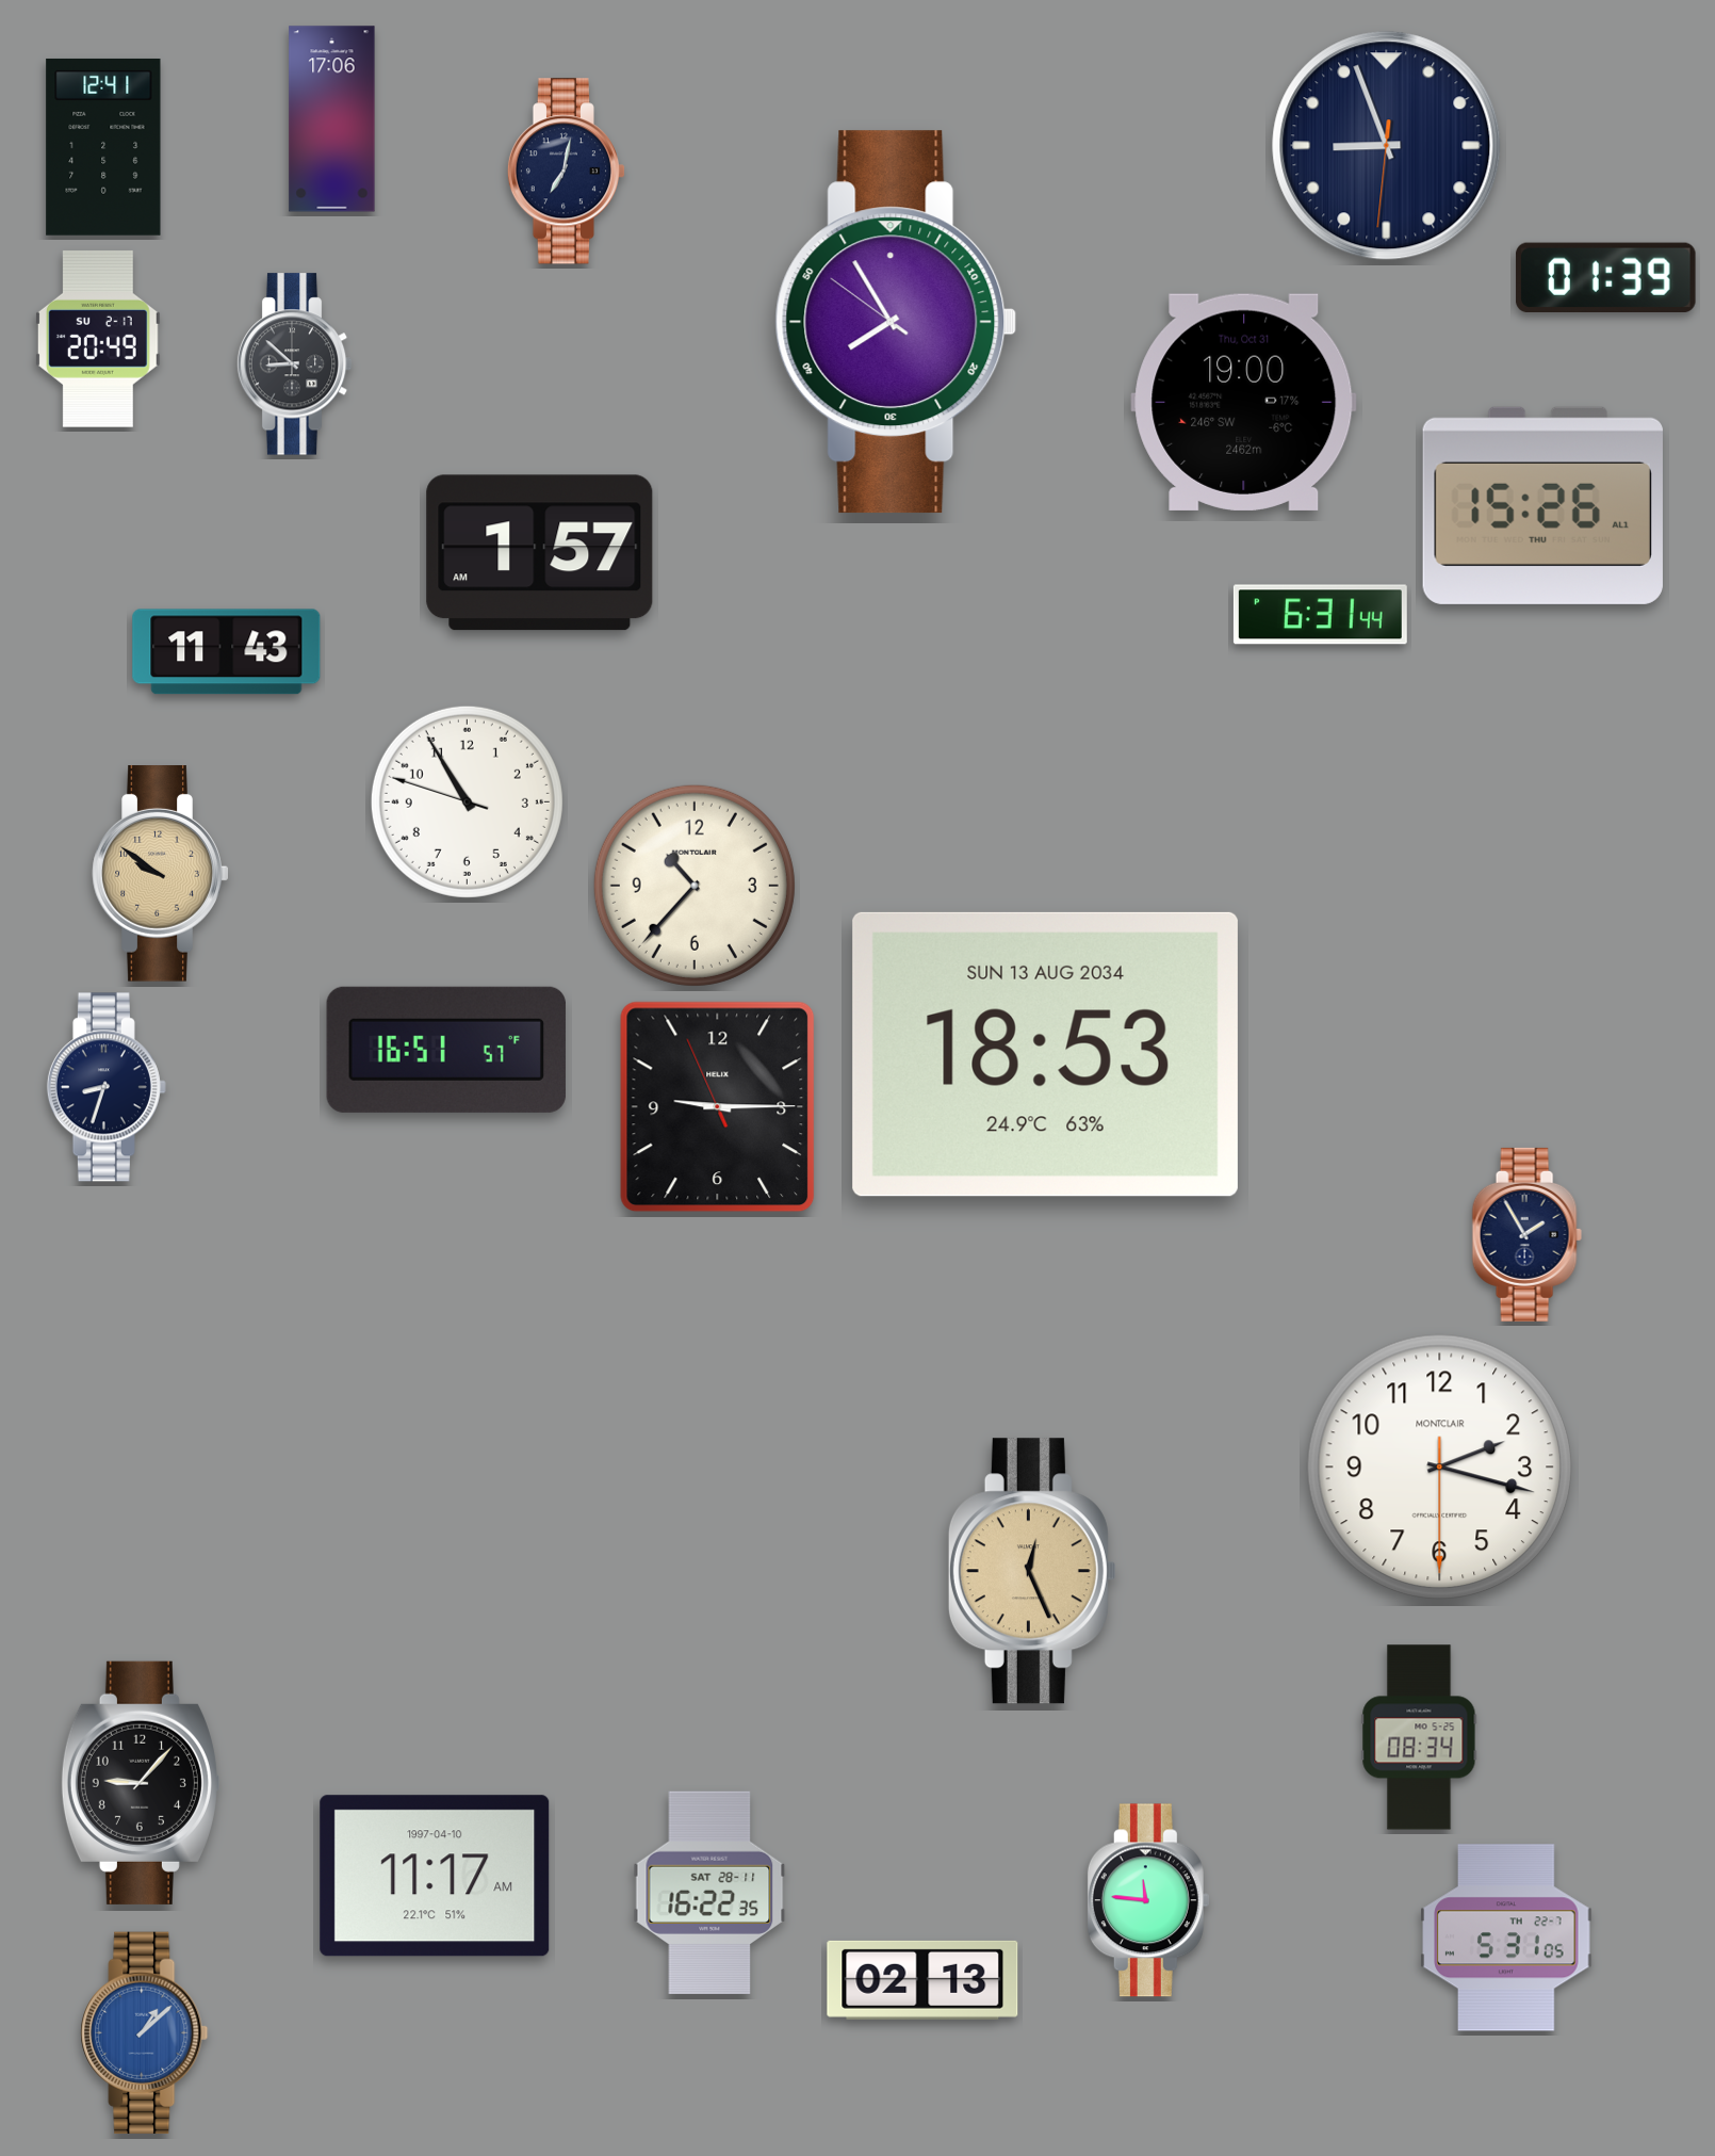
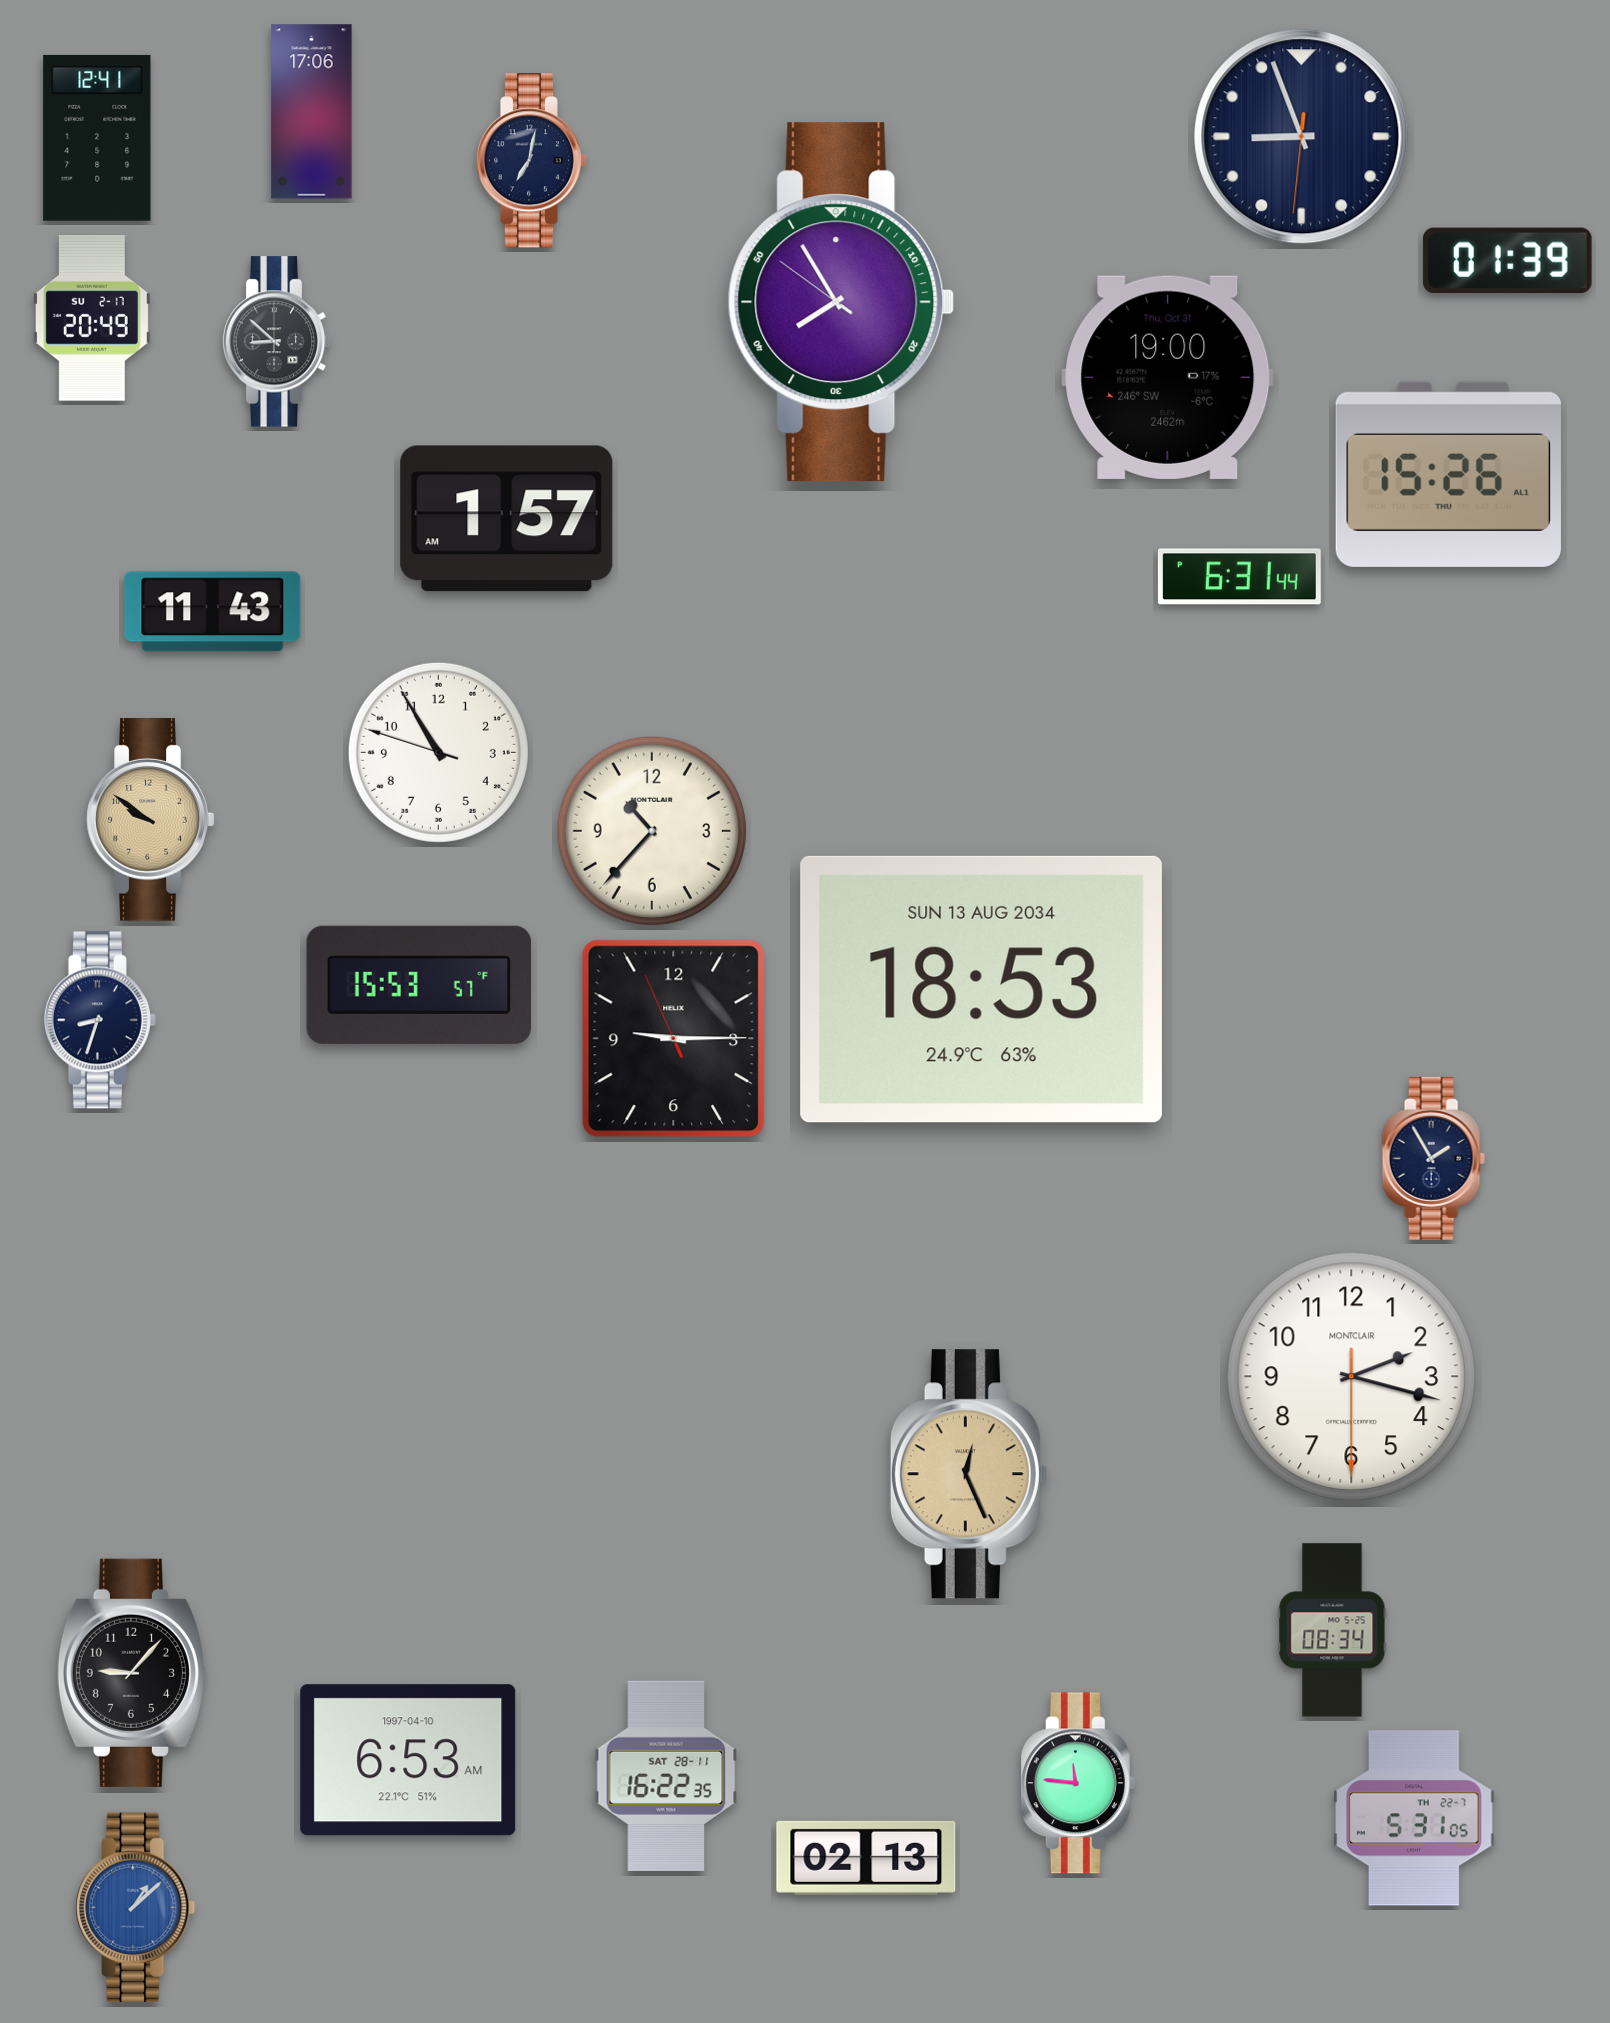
clock at (446, 1050): 16:51 -> 15:53
clock at (435, 1876): 11:17 -> 6:53
